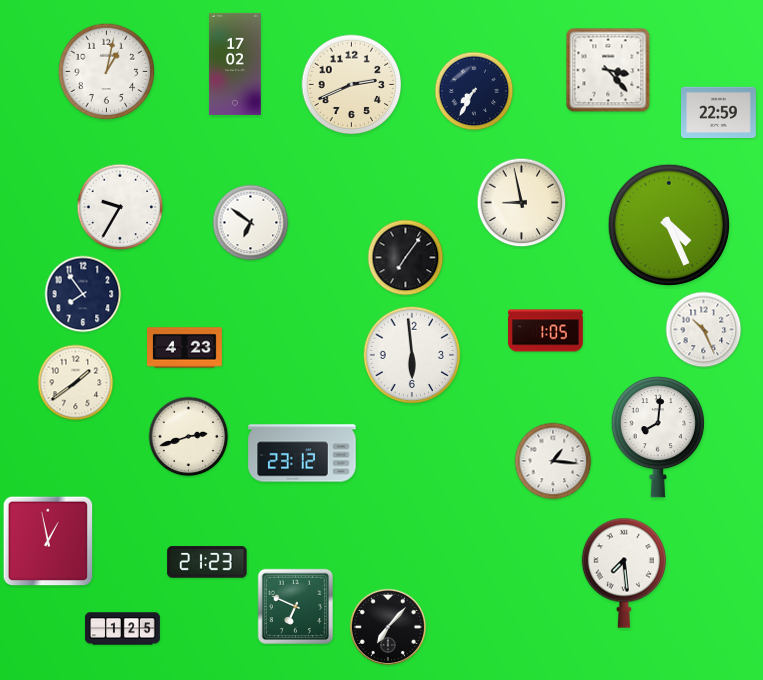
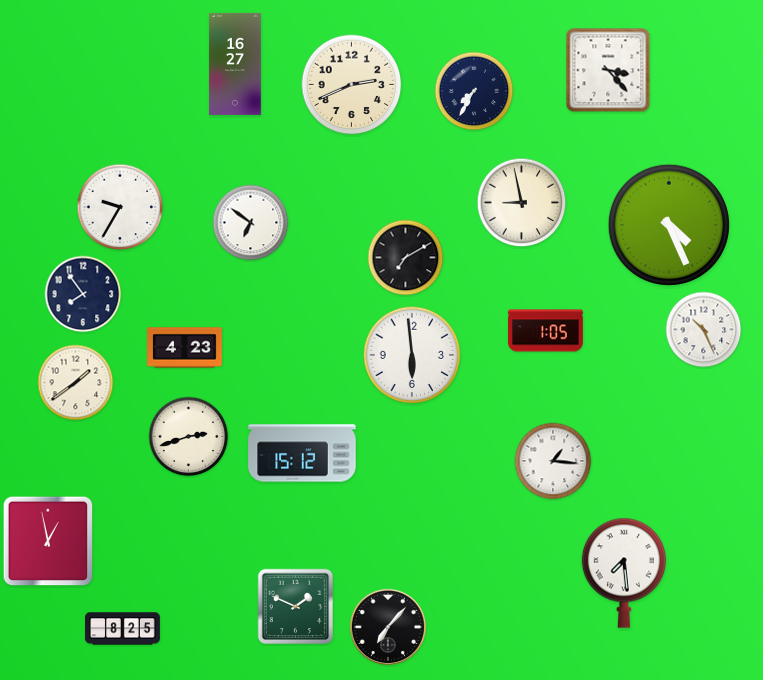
clock at (236, 64): 17:02 -> 16:27
clock at (107, 72): 1:02 -> none
clock at (719, 112): 22:59 -> none
clock at (406, 258): 7:06 -> 7:10
clock at (658, 437): 8:01 -> none
clock at (302, 453): 23:12 -> 15:12
clock at (207, 562): 21:23 -> none
clock at (295, 606): 6:49 -> 1:49
clock at (123, 629): 1:25 -> 8:25
